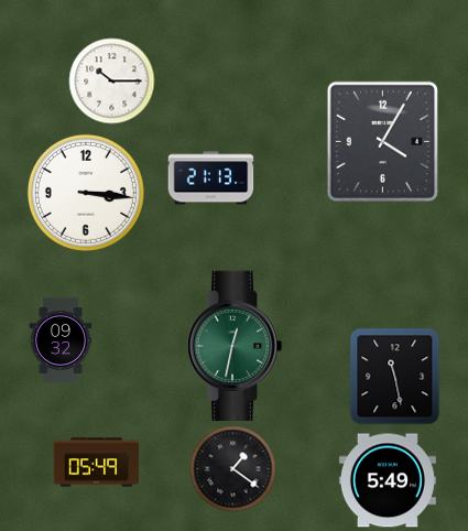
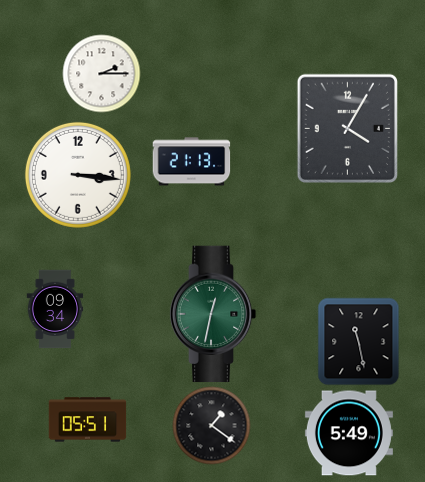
clock at (111, 80): 10:15 -> 2:15
clock at (61, 340): 09:32 -> 09:34
clock at (96, 463): 05:49 -> 05:51
clock at (388, 480) position: (388, 480) -> (349, 433)
